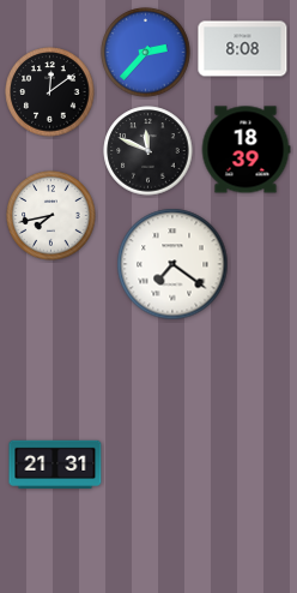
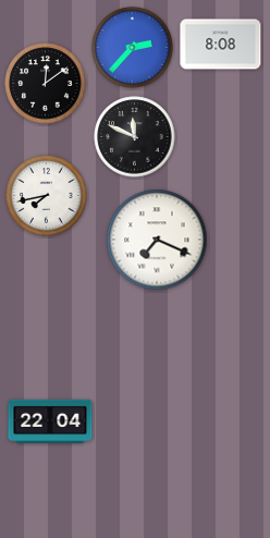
clock at (246, 150): 18:39 -> none
clock at (172, 264): 7:21 -> 7:19
clock at (55, 463): 21:31 -> 22:04
